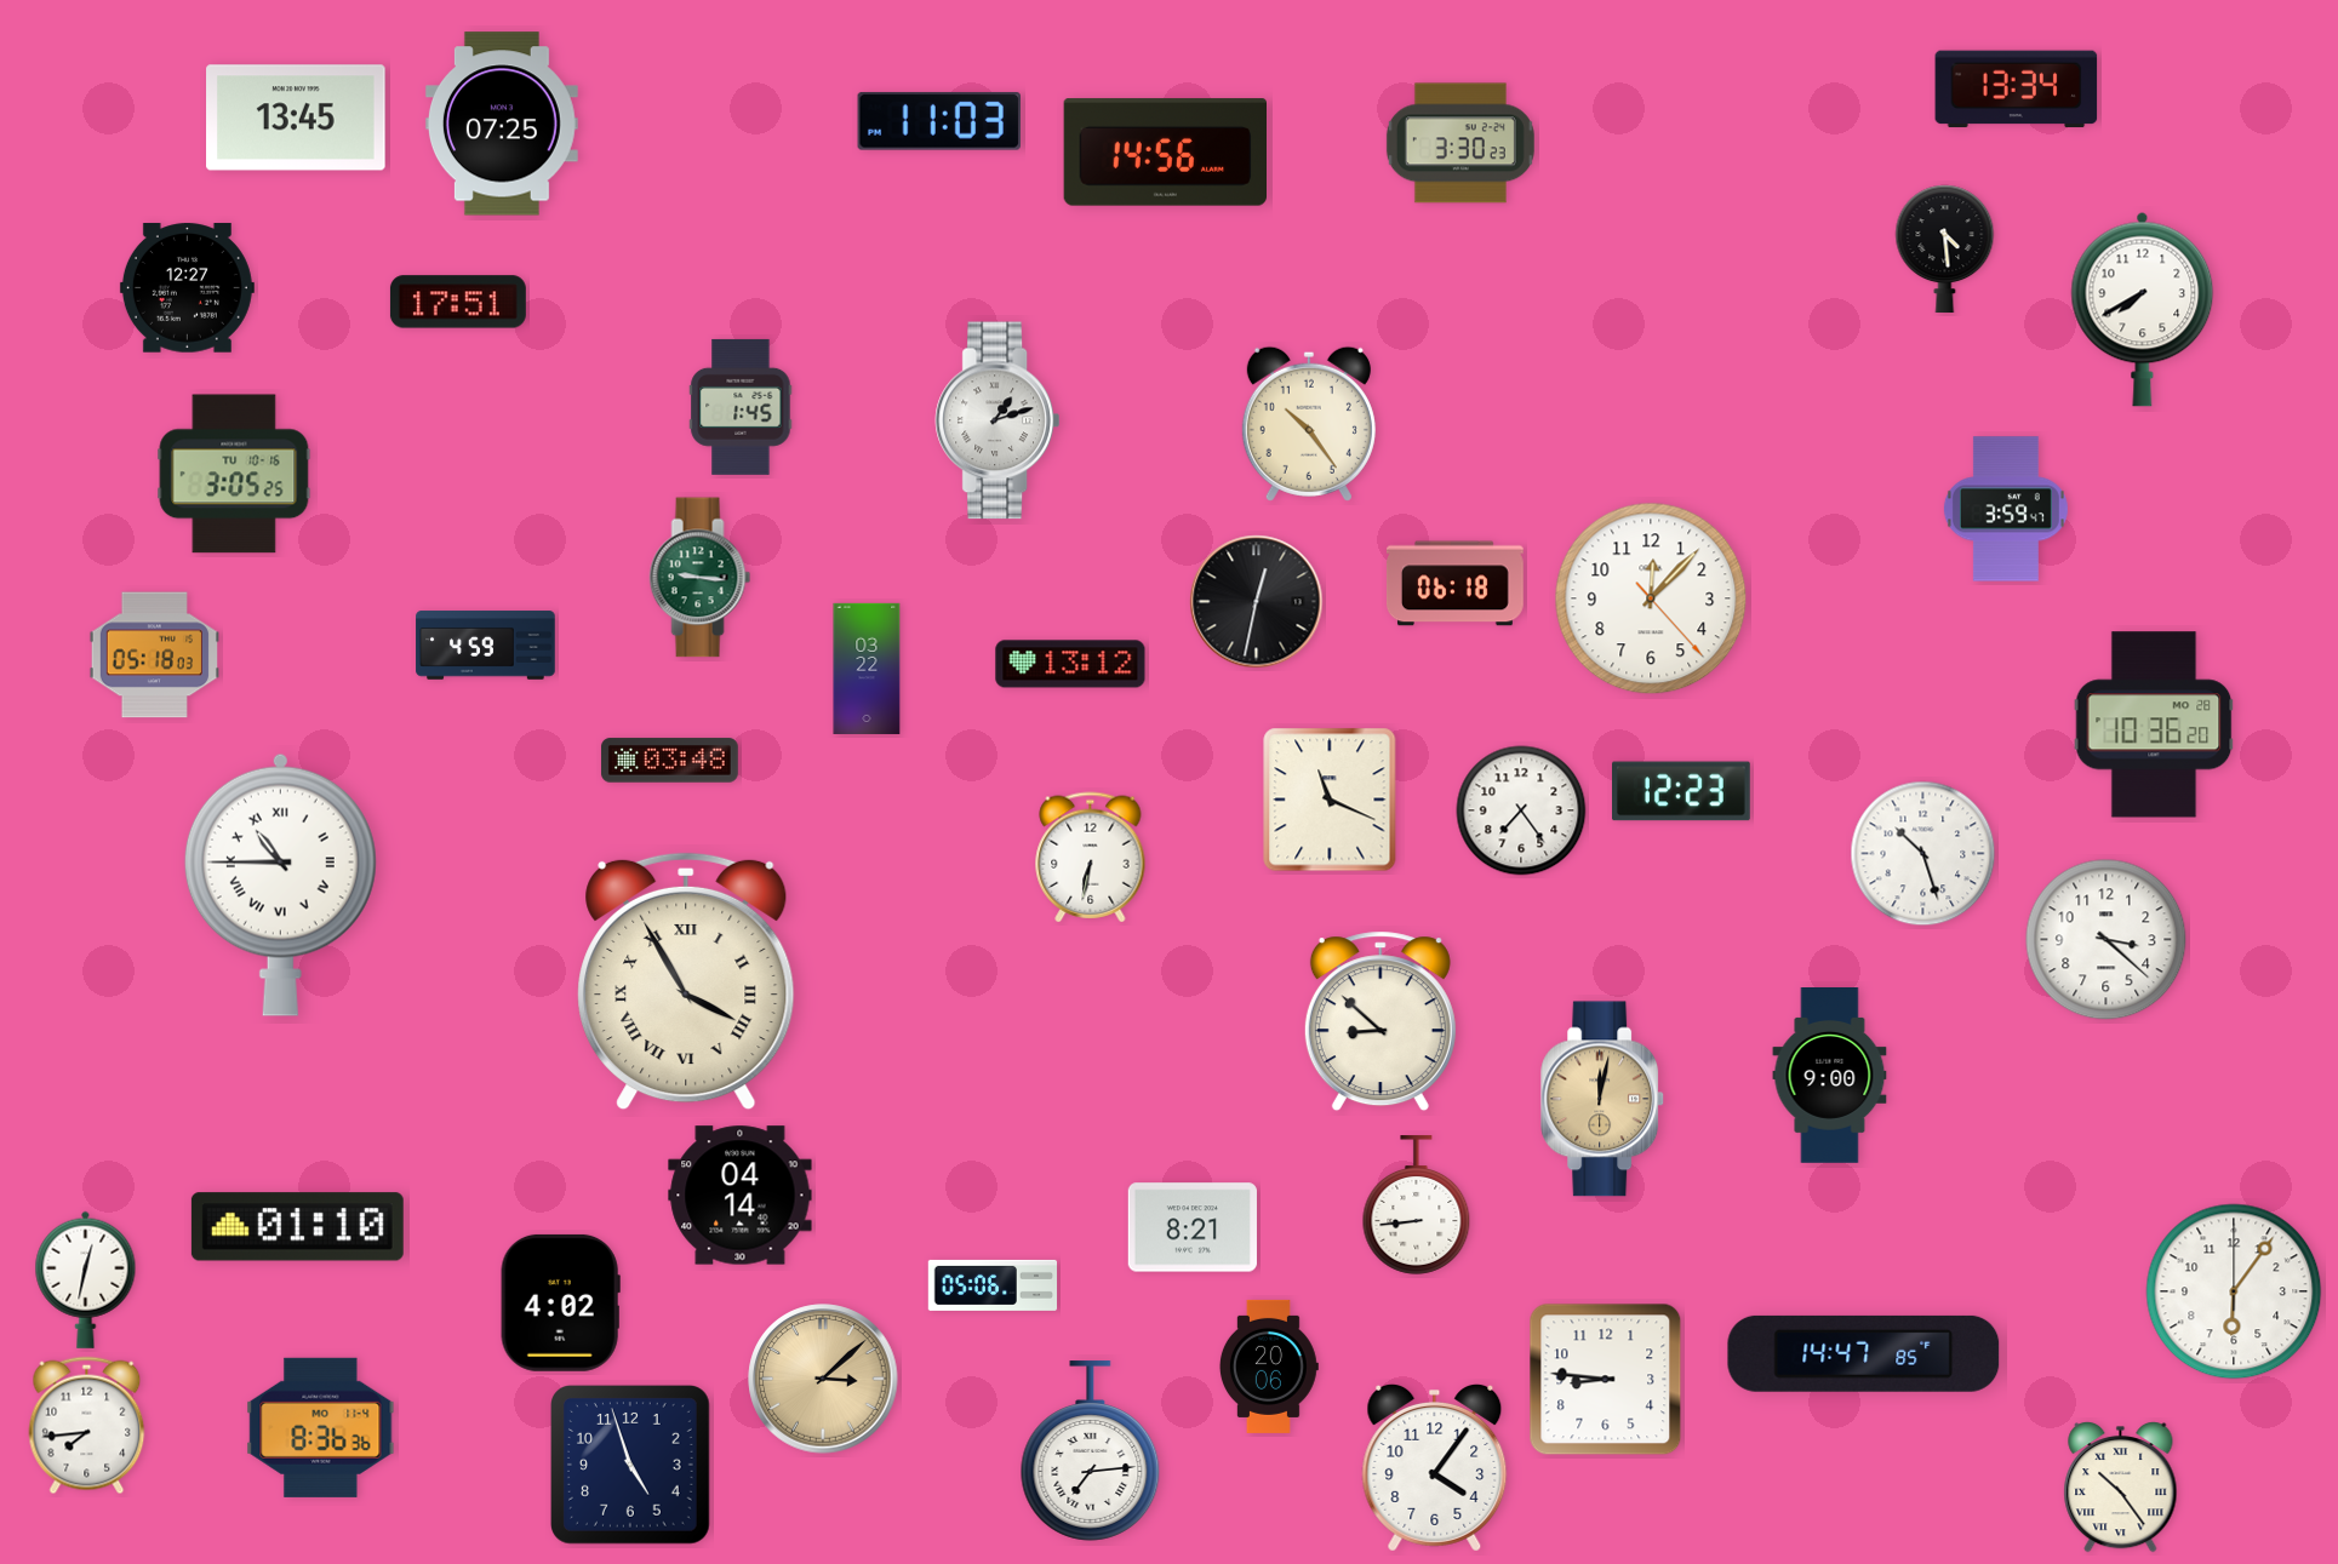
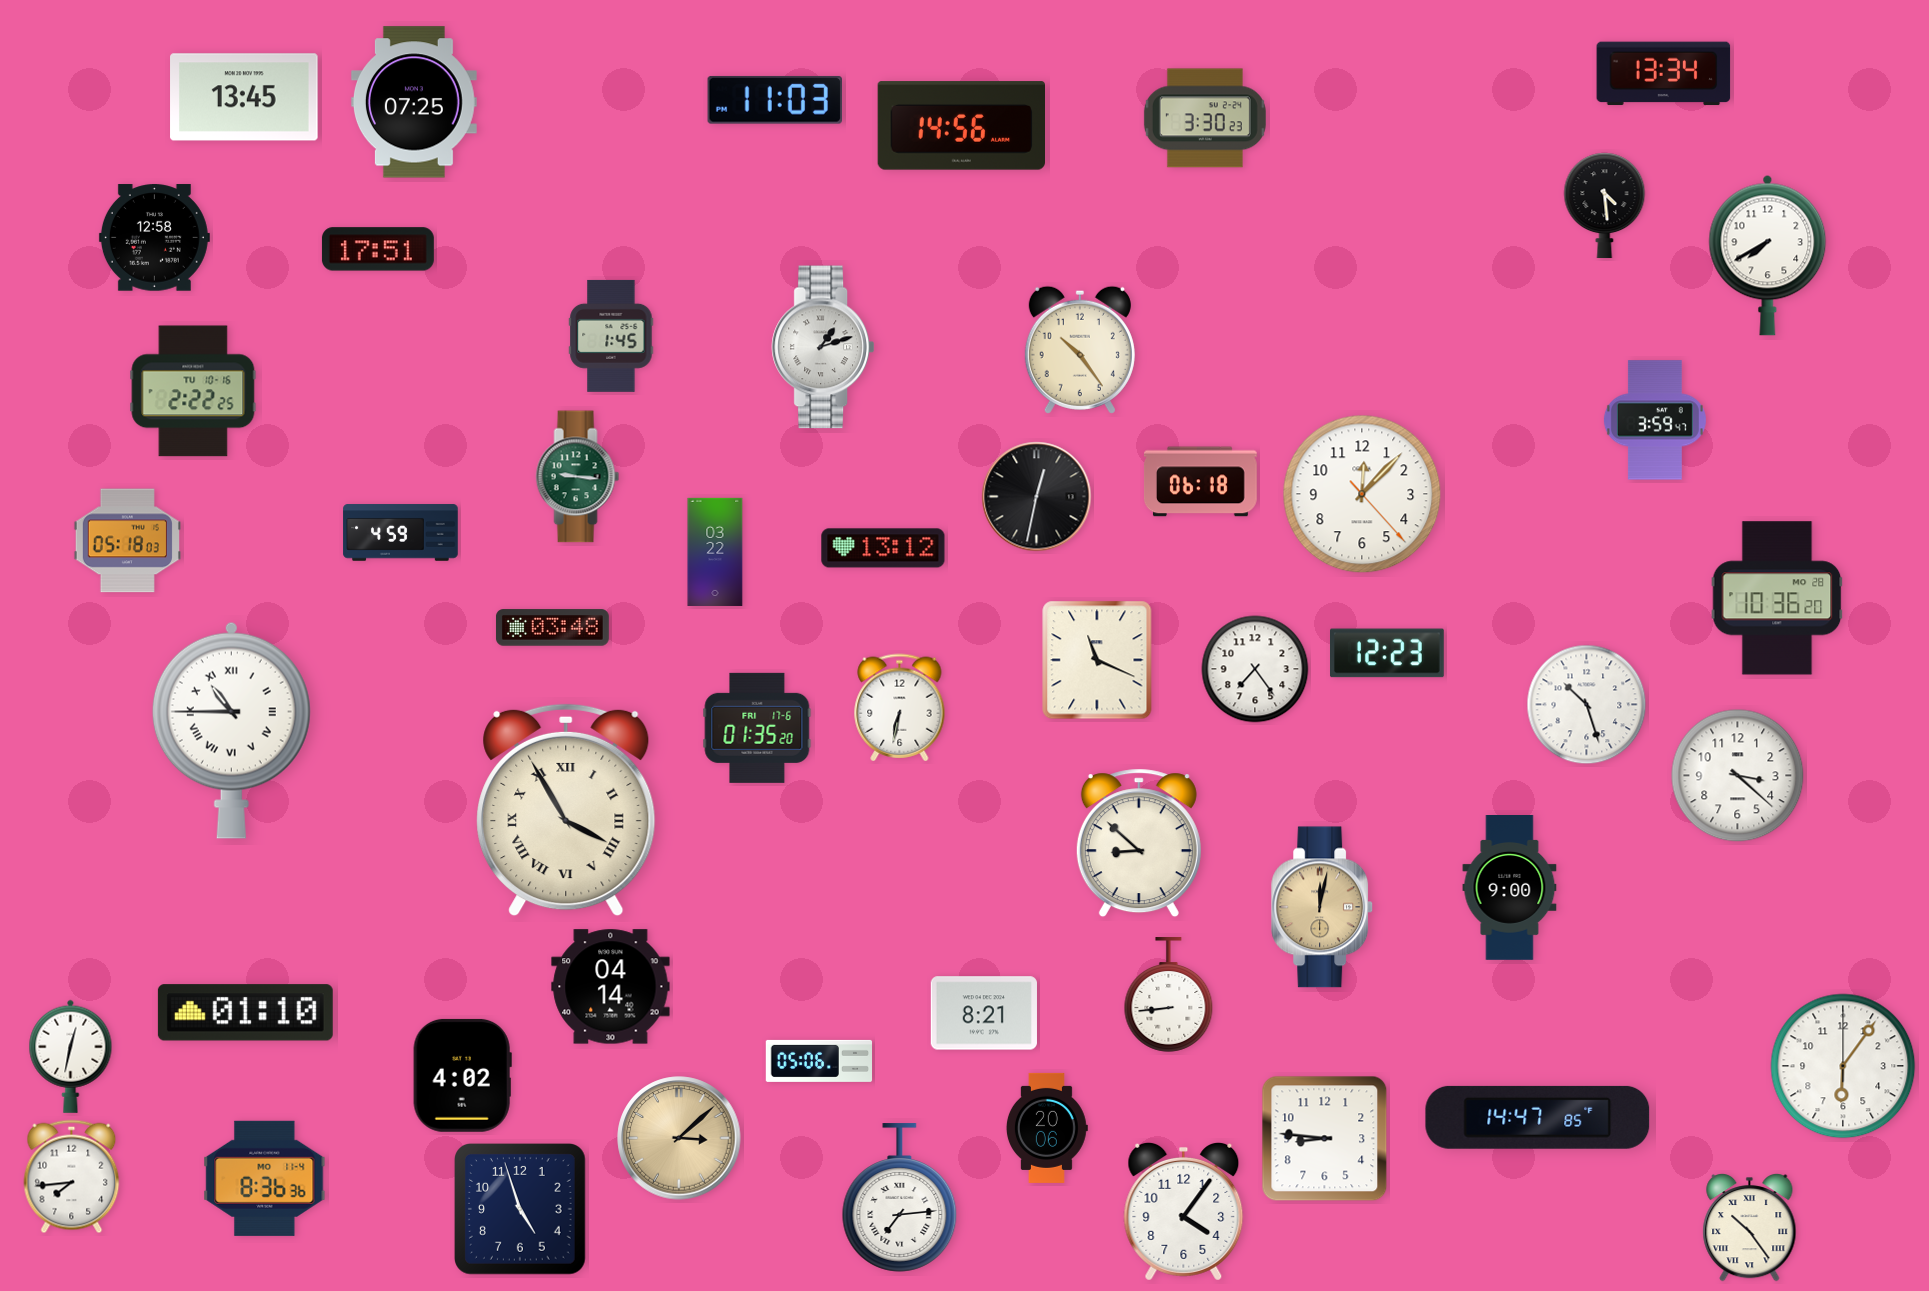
clock at (187, 288): 12:27 -> 12:58
clock at (234, 474): 3:05 -> 2:22
clock at (757, 728): none -> 01:35
